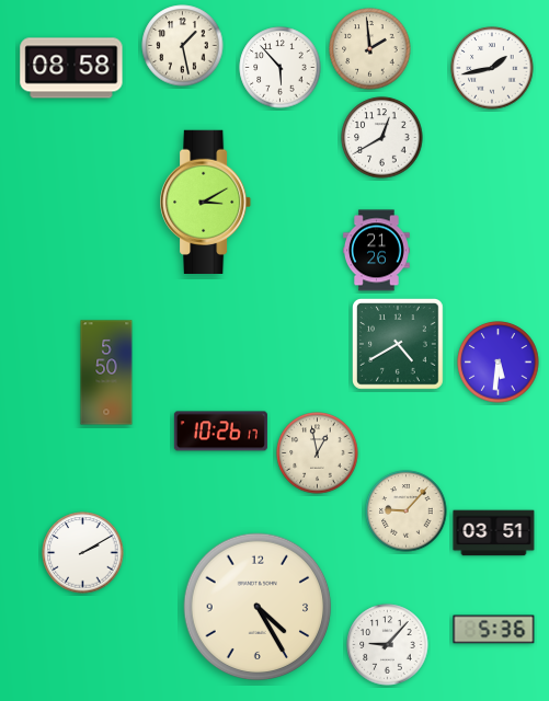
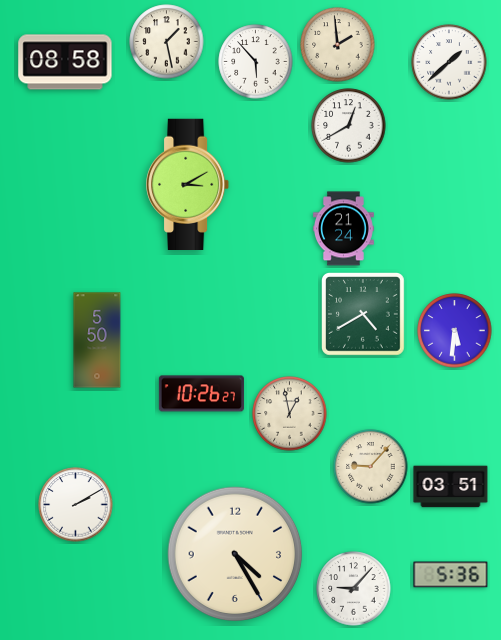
clock at (492, 68): 1:43 -> 1:38
clock at (376, 251): 21:26 -> 21:24
clock at (220, 432): 10:26:17 -> 10:26:27
